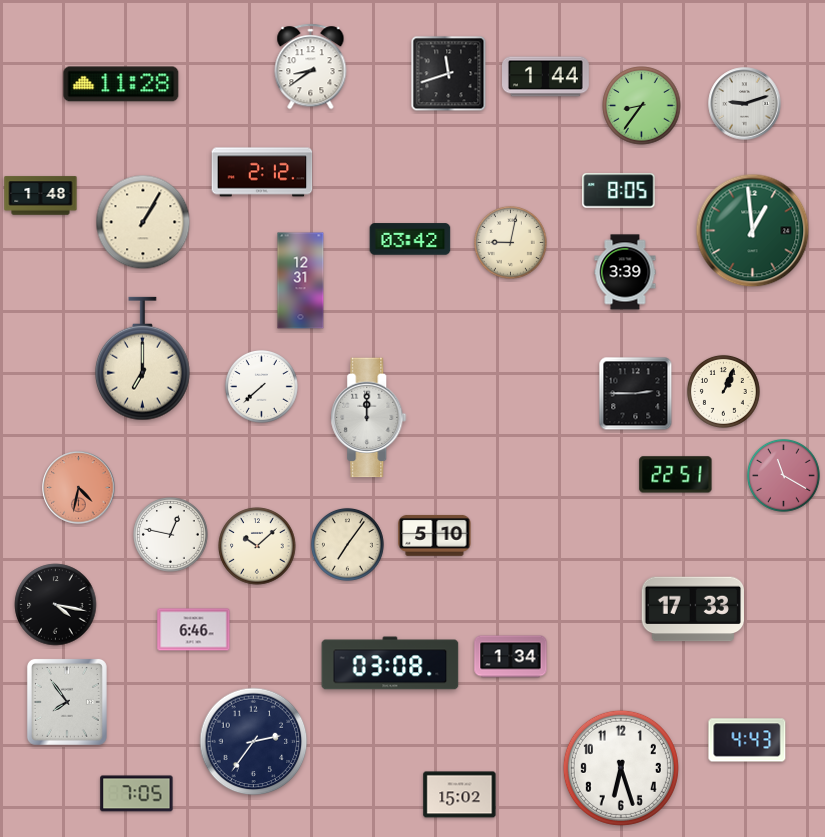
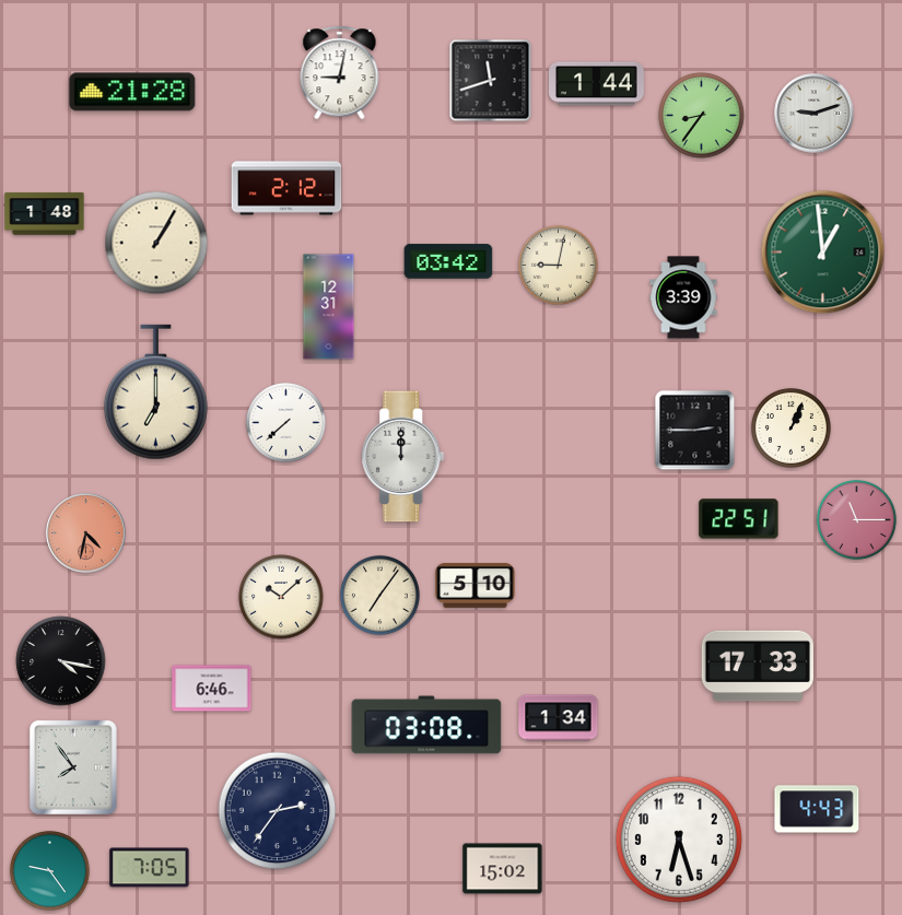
clock at (311, 67): 8:39 -> 9:02
clock at (121, 84): 11:28 -> 21:28
clock at (619, 191): 8:05 -> none
clock at (783, 475): 11:20 -> 11:15
clock at (171, 535): 12:47 -> none
clock at (49, 870): none -> 9:24
